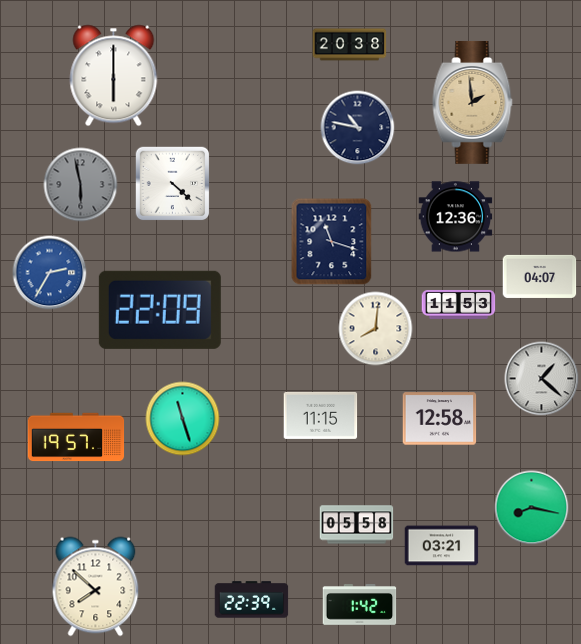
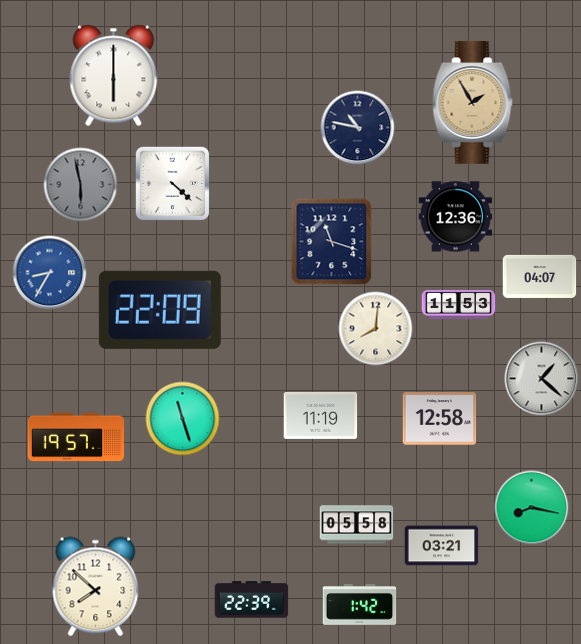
clock at (350, 45): 20:38 -> none
clock at (473, 102): 1:59 -> 1:55
clock at (50, 273): 2:35 -> 8:35
clock at (321, 415): 11:15 -> 11:19
